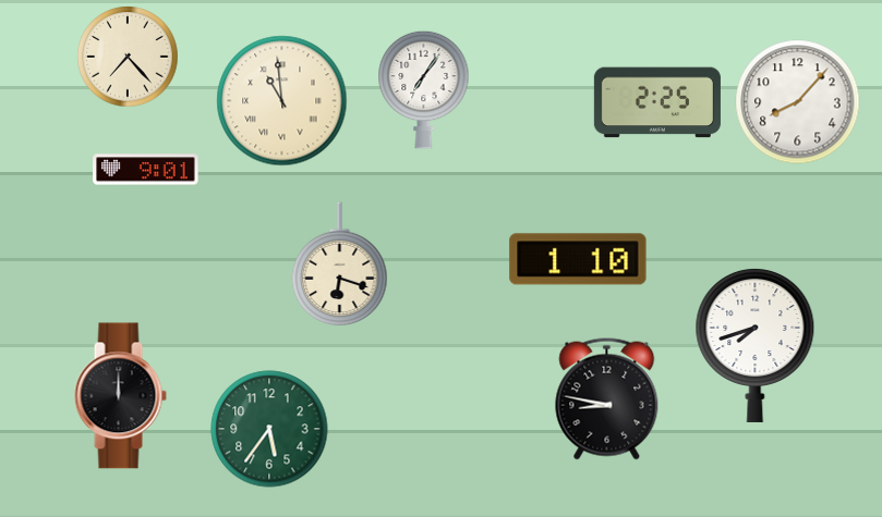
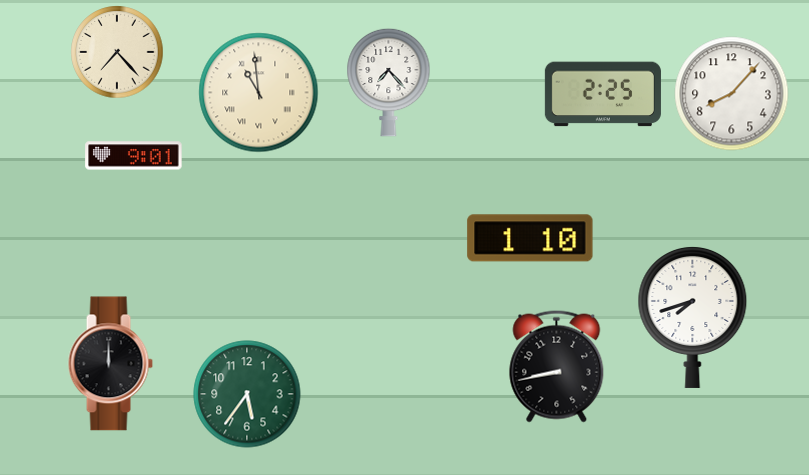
clock at (424, 89): 7:06 -> 7:23
clock at (340, 264): 6:18 -> none
clock at (607, 399): 8:47 -> 8:43
